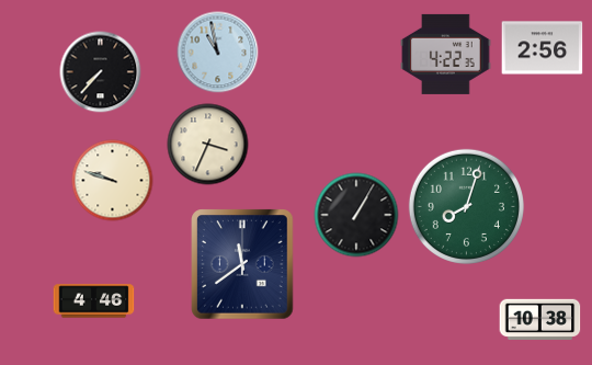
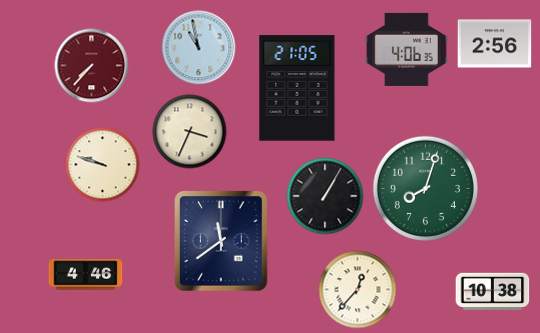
clock at (446, 54): 4:22 -> 4:06
clock at (101, 72) dial: black -> burgundy
clock at (297, 88): none -> 21:05
clock at (358, 290): none -> 12:37
